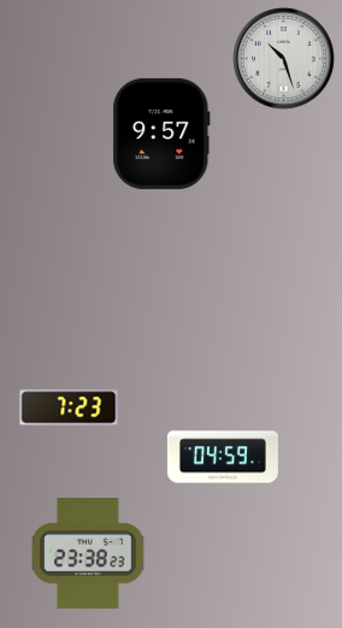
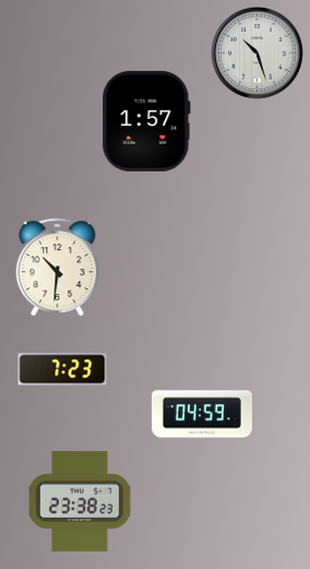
clock at (161, 134): 9:57 -> 1:57
clock at (58, 266): none -> 10:31
